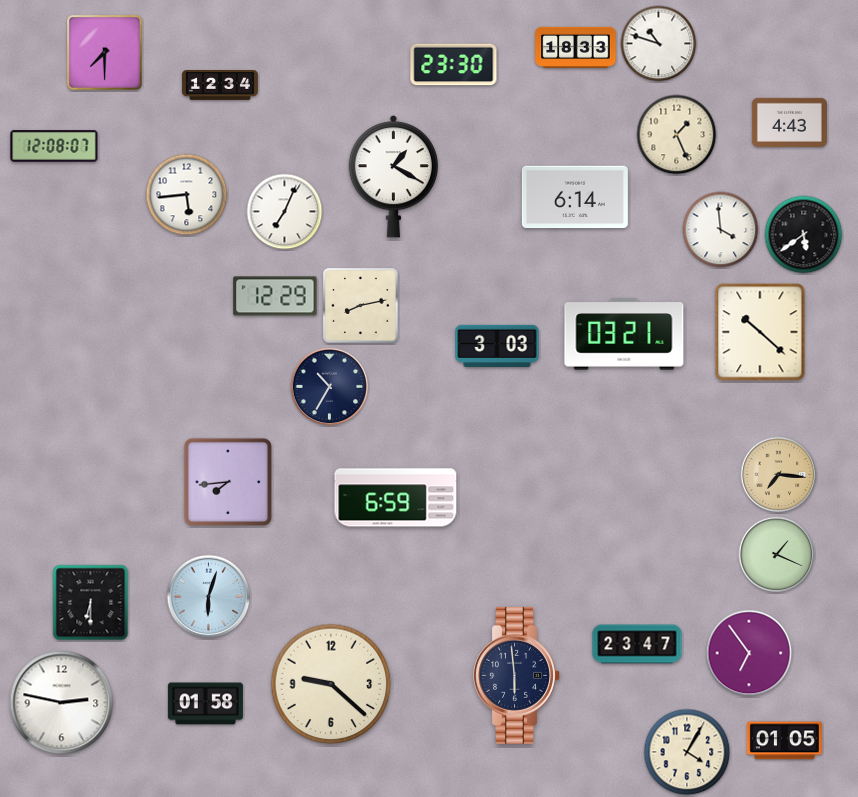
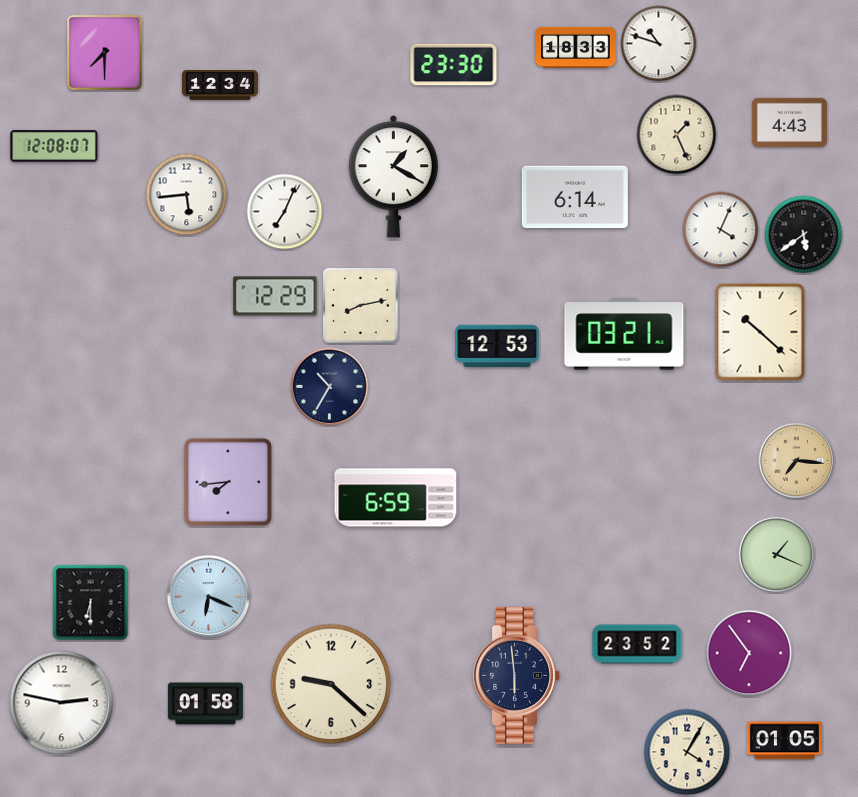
clock at (721, 230): 3:59 -> 4:04
clock at (497, 346): 3:03 -> 12:53
clock at (779, 475) position: (779, 475) -> (797, 461)
clock at (209, 597): 6:03 -> 6:19
clock at (637, 644): 23:47 -> 23:52
